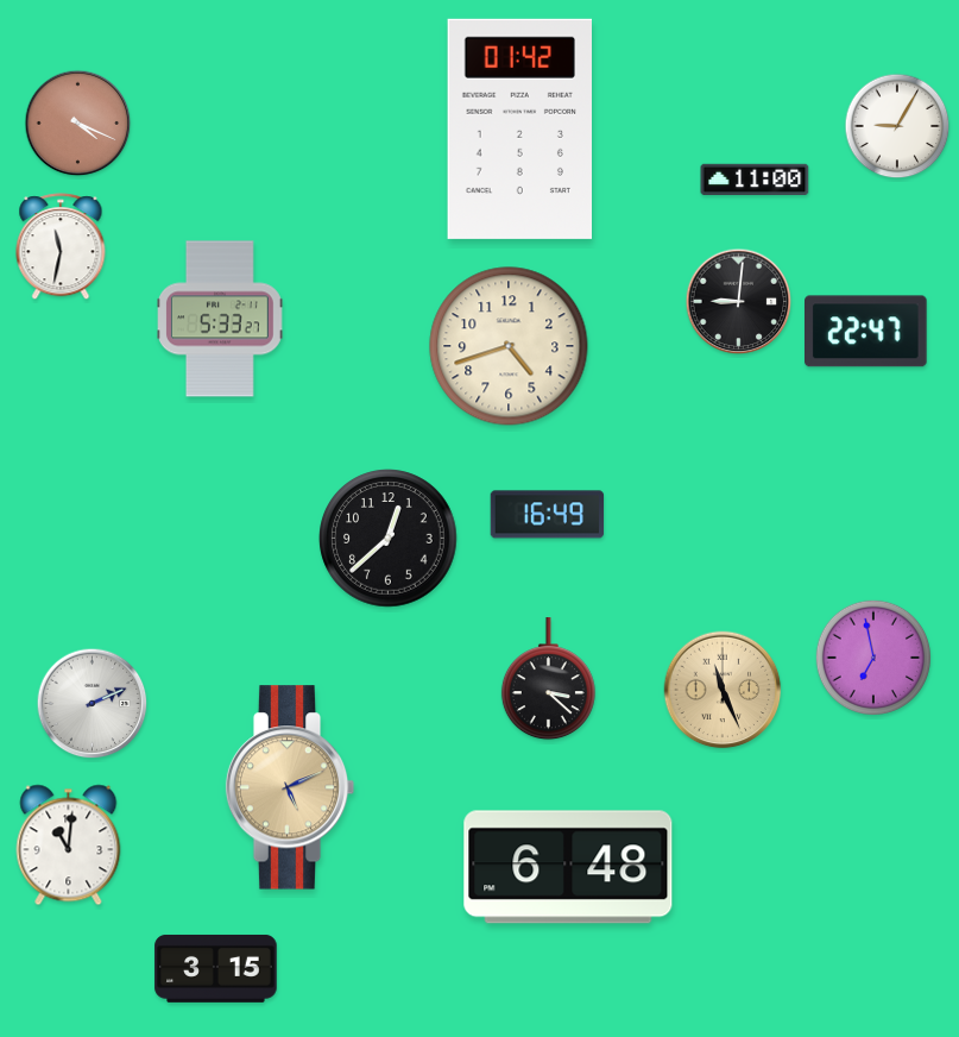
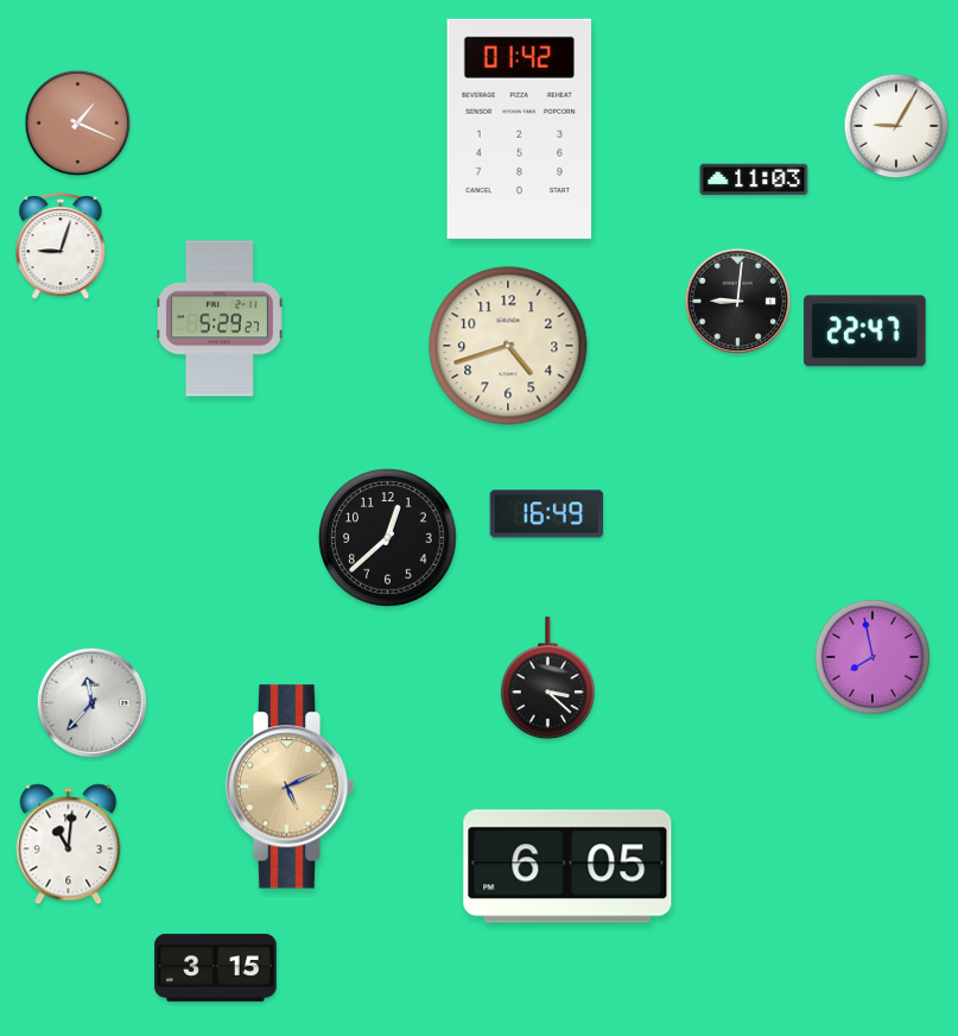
clock at (78, 124): 4:19 -> 1:19
clock at (755, 178): 11:00 -> 11:03
clock at (61, 247): 11:32 -> 9:03
clock at (221, 319): 5:33 -> 5:29
clock at (872, 656): 6:58 -> 7:58
clock at (723, 690): 11:26 -> none
clock at (93, 704): 2:11 -> 11:37
clock at (568, 867): 6:48 -> 6:05
